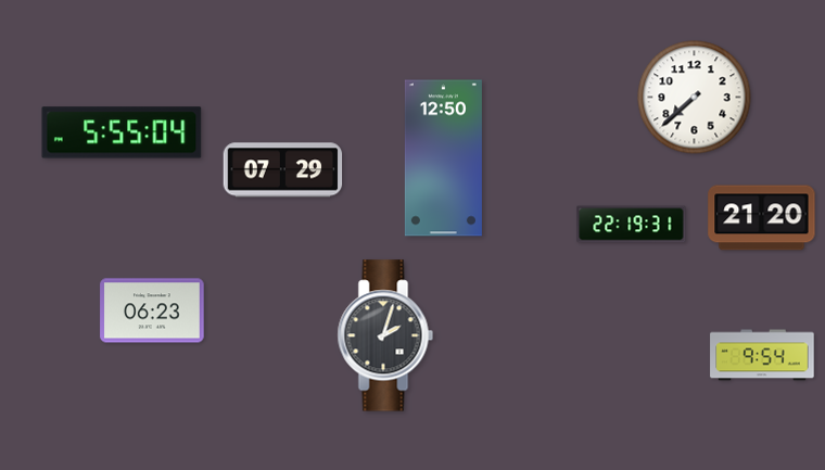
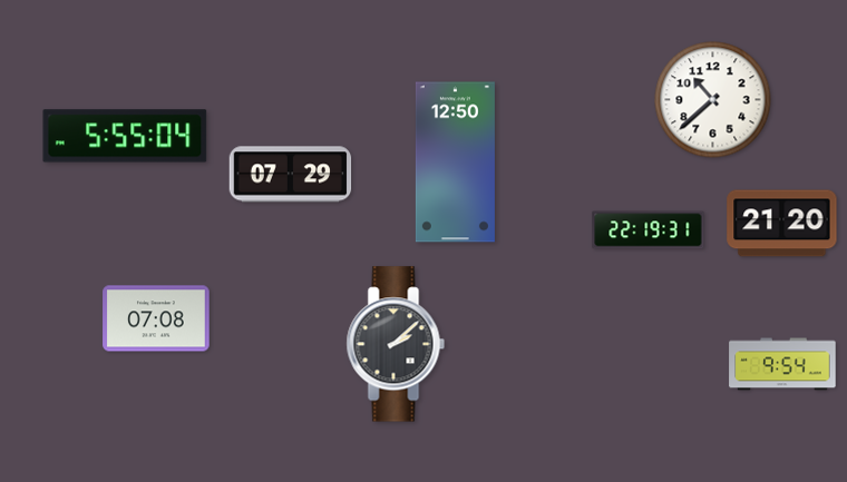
clock at (695, 98): 7:38 -> 10:38
clock at (152, 310): 06:23 -> 07:08
clock at (385, 335): 2:03 -> 2:08
